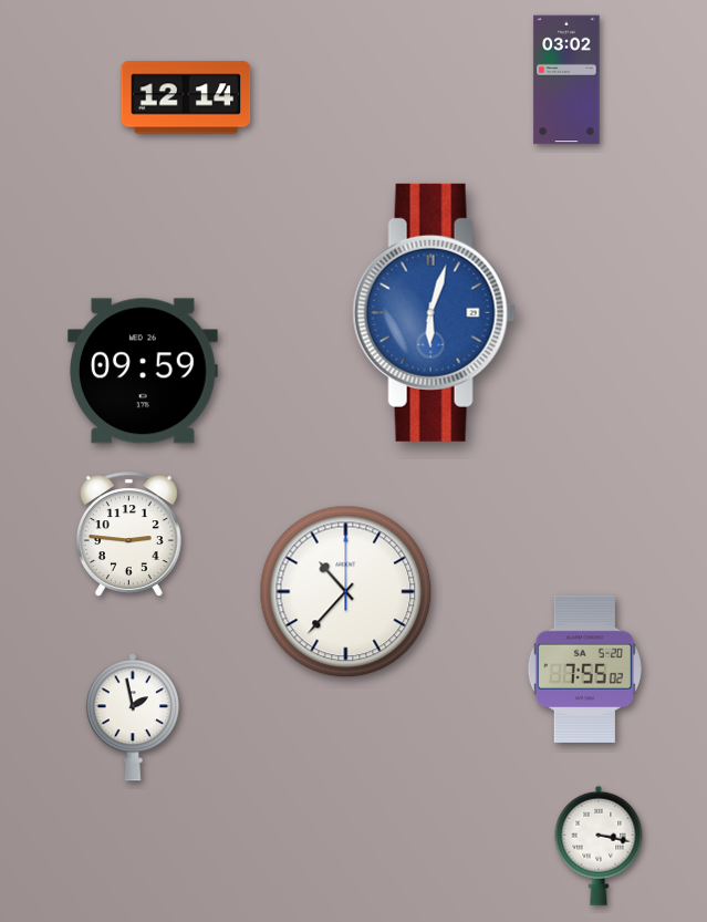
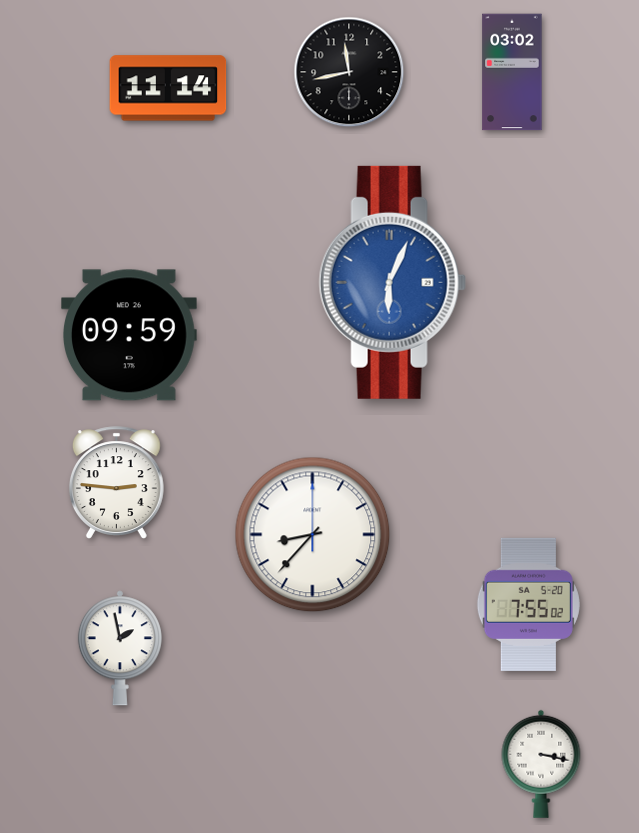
clock at (349, 72): none -> 11:43
clock at (186, 97): 12:14 -> 11:14
clock at (434, 312): 6:03 -> 6:04
clock at (346, 592): 10:37 -> 8:37
